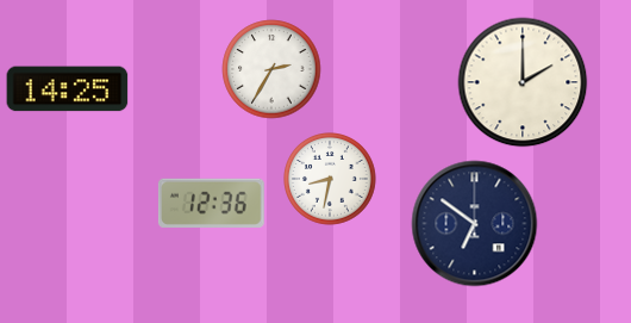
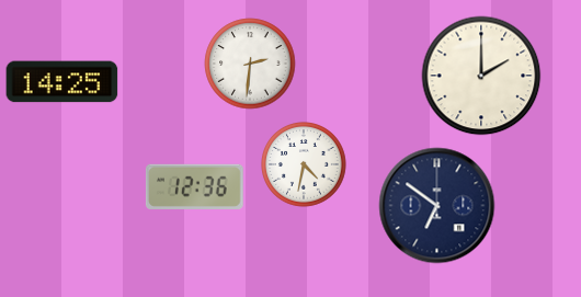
clock at (271, 69): 2:35 -> 2:31
clock at (331, 180): 8:32 -> 4:32
